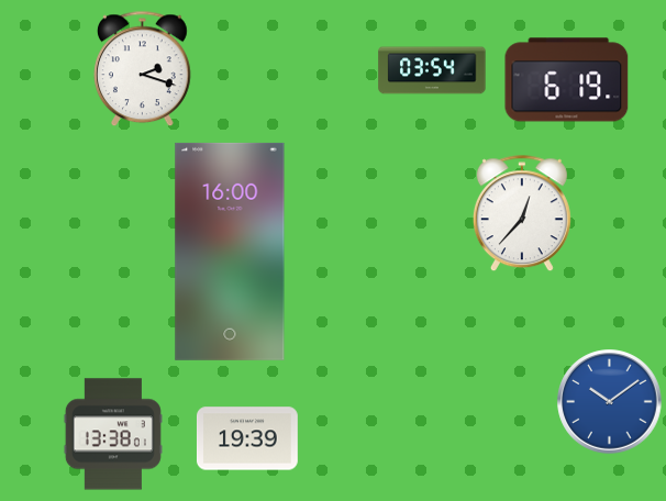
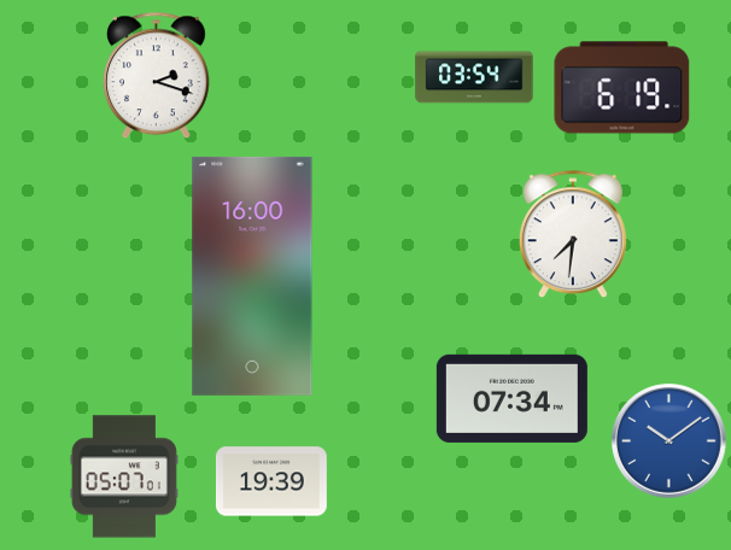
clock at (522, 214): 12:37 -> 7:31
clock at (511, 398): none -> 07:34
clock at (113, 434): 13:38 -> 05:07
